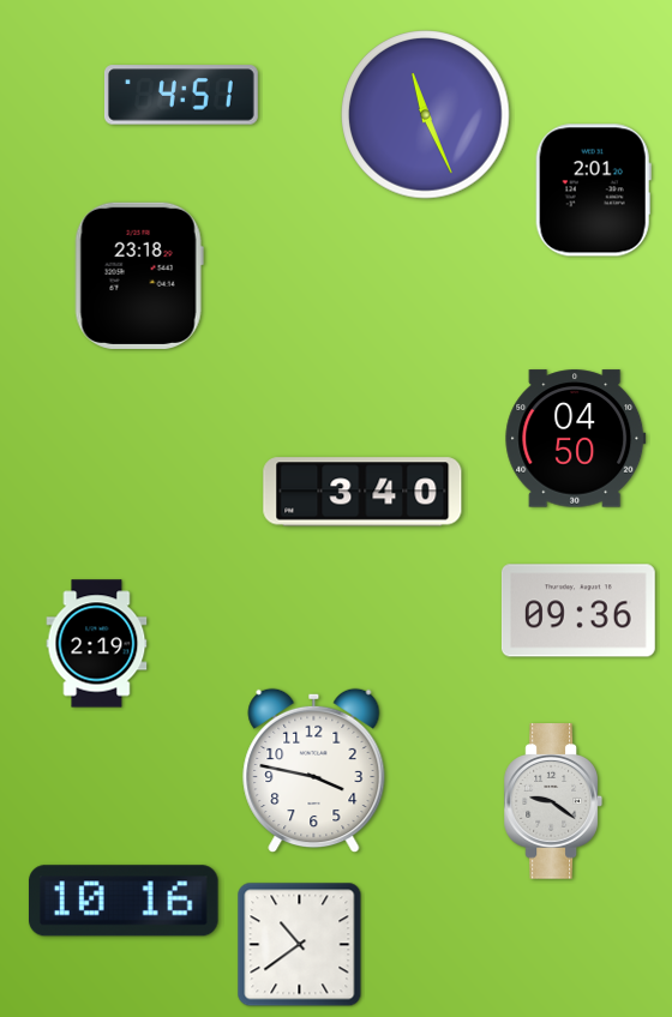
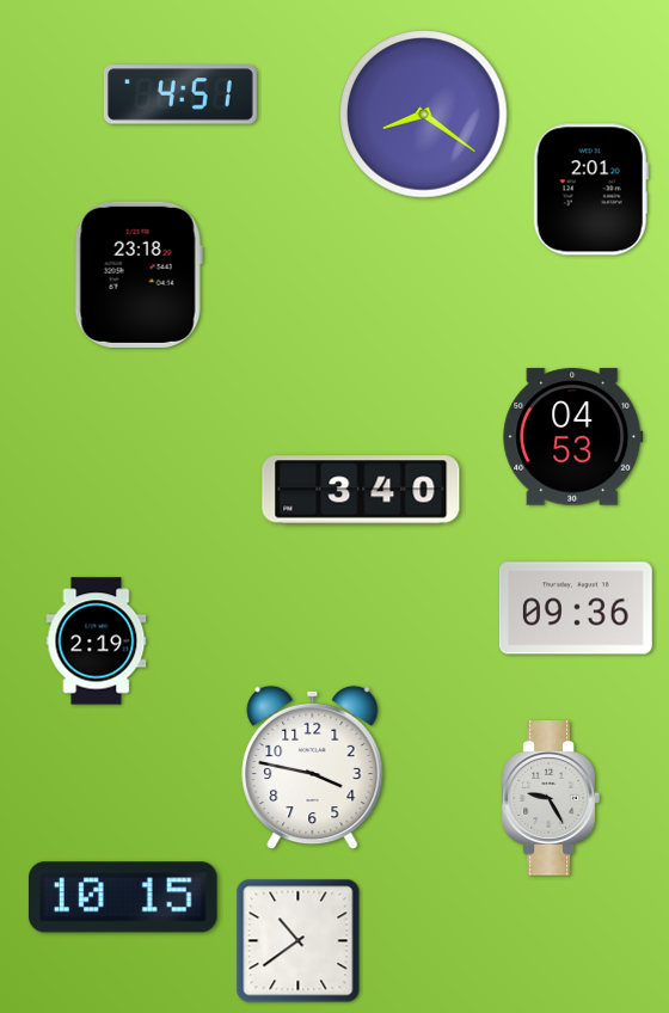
clock at (426, 115): 11:26 -> 8:21
clock at (576, 439): 04:50 -> 04:53
clock at (552, 801): 9:21 -> 9:25
clock at (124, 901): 10:16 -> 10:15
